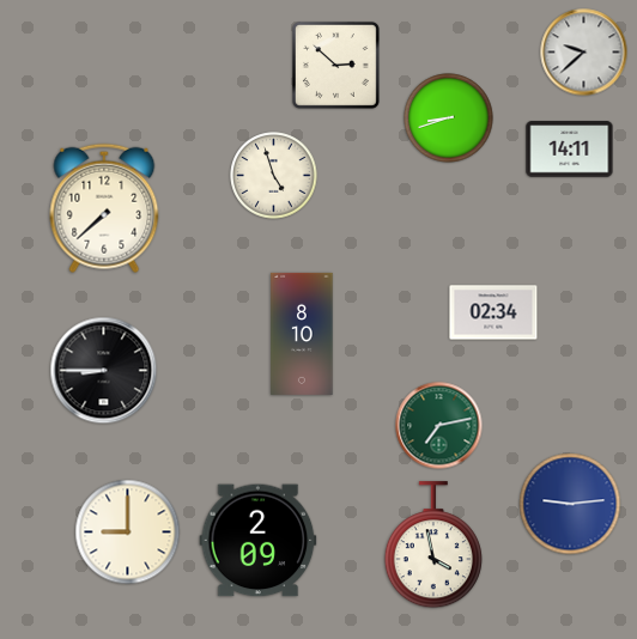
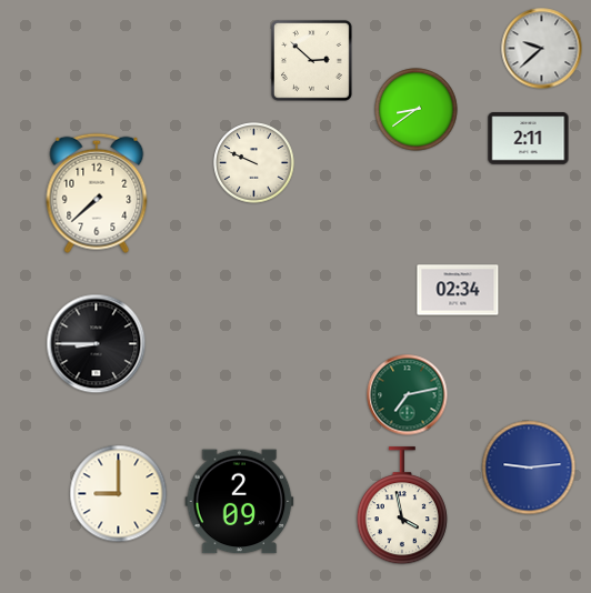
clock at (449, 118): 8:42 -> 8:39
clock at (570, 150): 14:11 -> 2:11
clock at (274, 176): 4:57 -> 9:49
clock at (302, 334): 8:10 -> none
